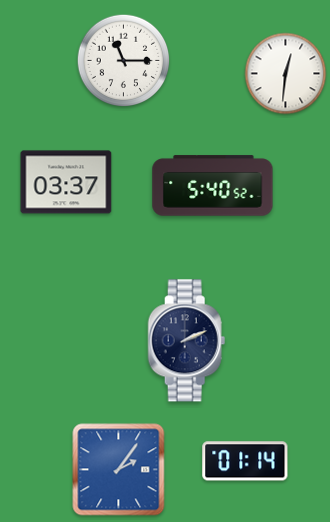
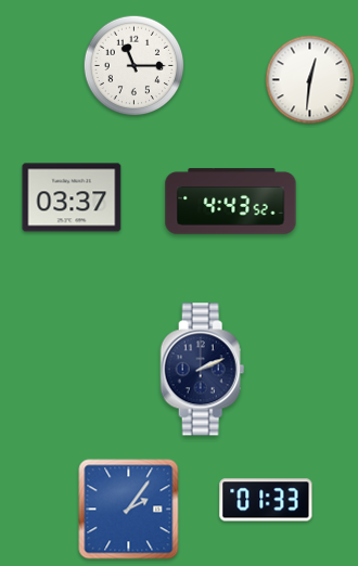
clock at (213, 186): 5:40 -> 4:43
clock at (245, 461): 01:14 -> 01:33
